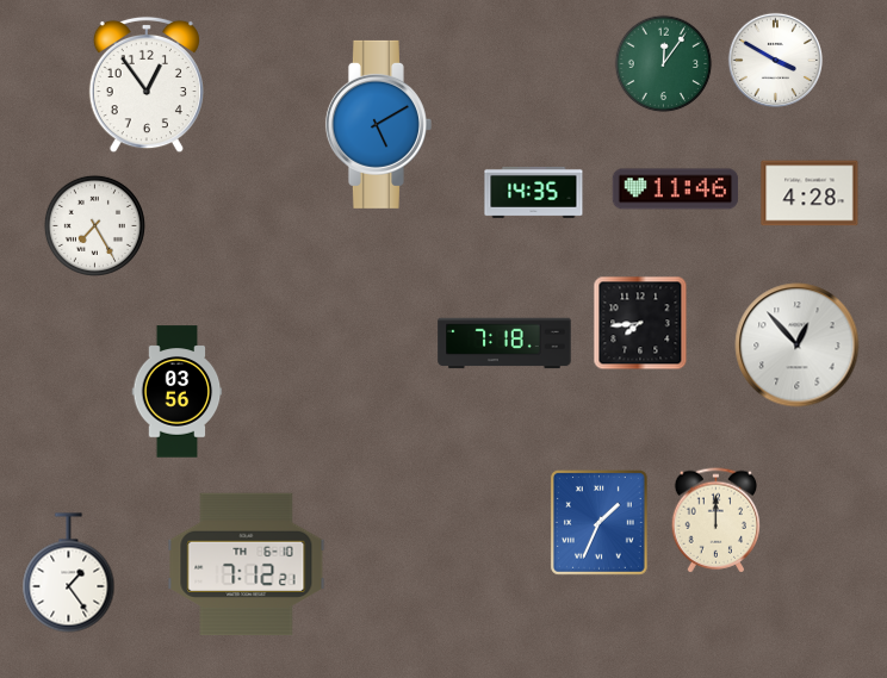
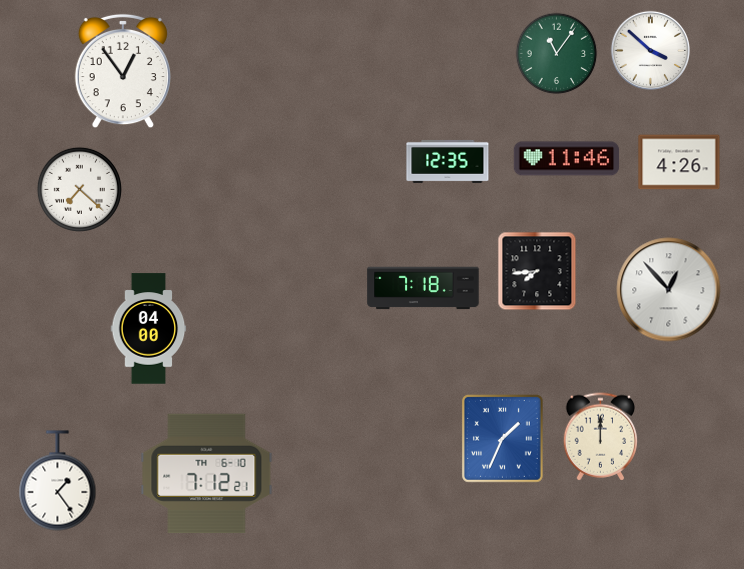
clock at (775, 60): 3:50 -> 3:52
clock at (664, 64): 12:06 -> 11:06
clock at (378, 124): 5:10 -> none
clock at (534, 192): 14:35 -> 12:35
clock at (810, 193): 4:28 -> 4:26
clock at (94, 225): 7:25 -> 7:22
clock at (178, 392): 03:56 -> 04:00
